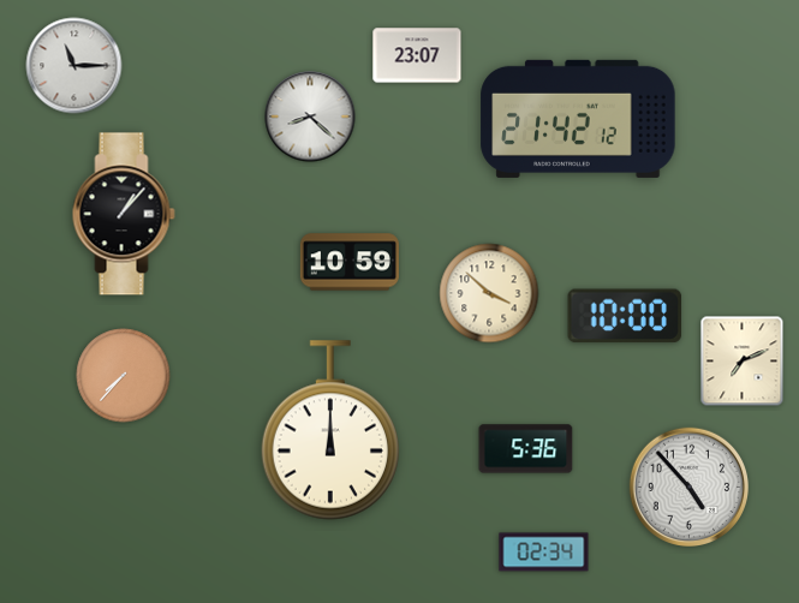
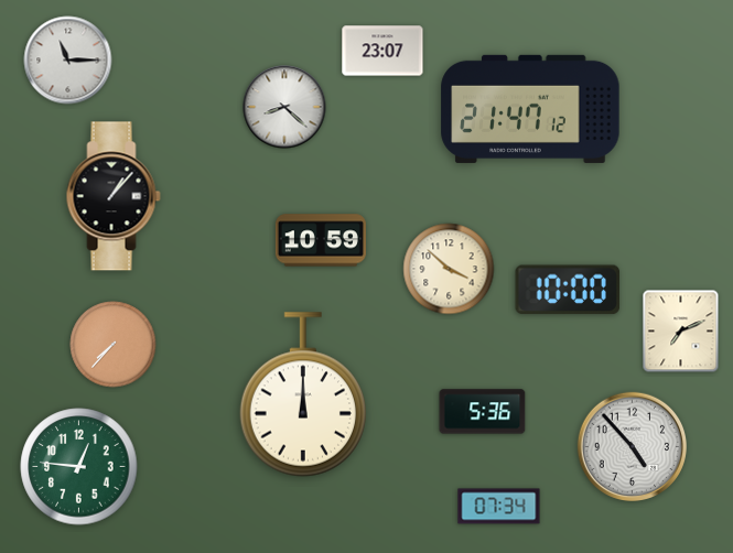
clock at (578, 119): 21:42 -> 21:47
clock at (625, 316) position: (625, 316) -> (568, 290)
clock at (79, 467): none -> 12:46
clock at (544, 553): 02:34 -> 07:34
